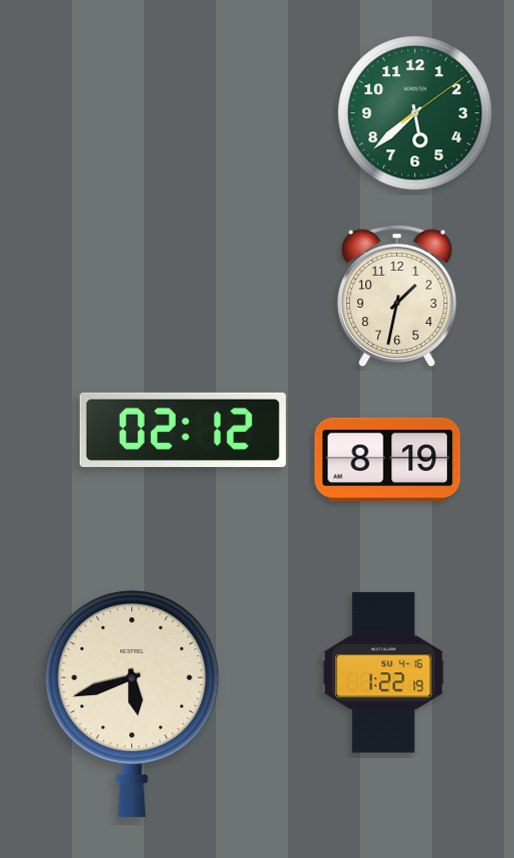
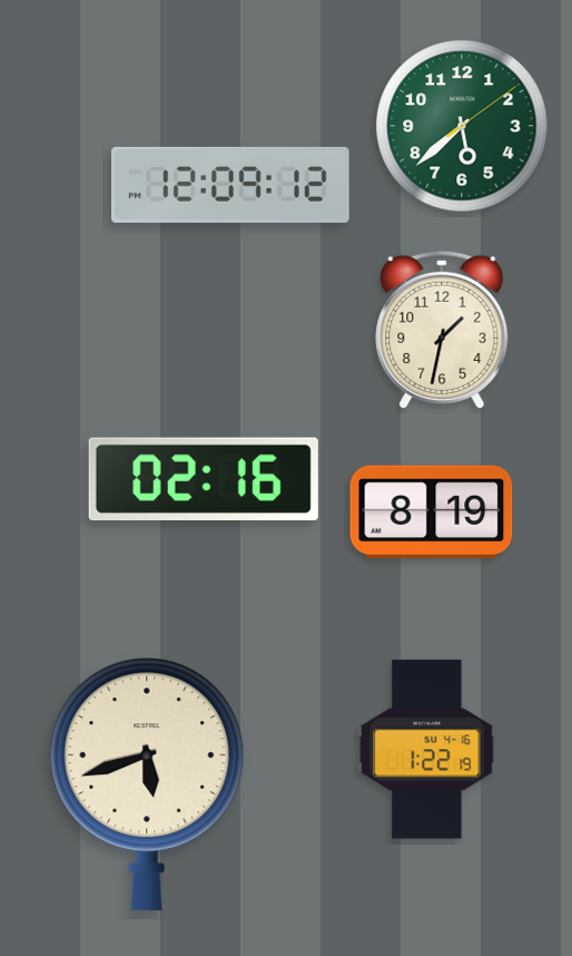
clock at (230, 185): none -> 12:09
clock at (183, 429): 02:12 -> 02:16
